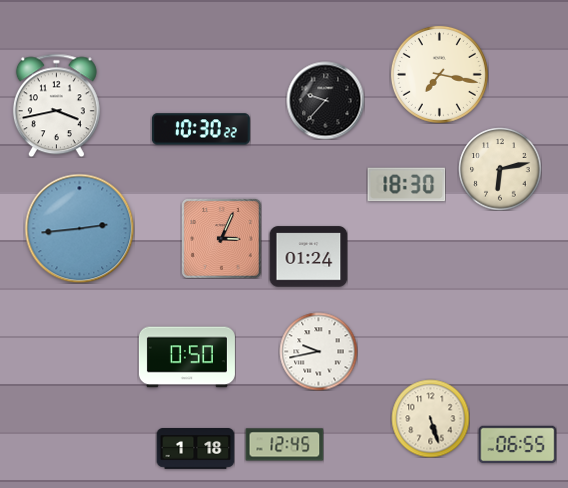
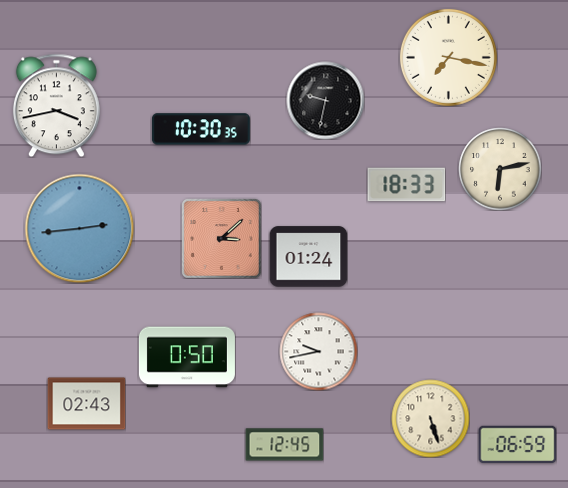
clock at (439, 74) position: (439, 74) -> (448, 57)
clock at (325, 100): 9:37 -> 9:32
clock at (201, 129): 10:30:22 -> 10:30:35
clock at (406, 185): 18:30 -> 18:33
clock at (221, 238): 3:04 -> 3:08
clock at (86, 404): none -> 02:43
clock at (517, 444): 06:55 -> 06:59
clock at (195, 449): 1:18 -> none
